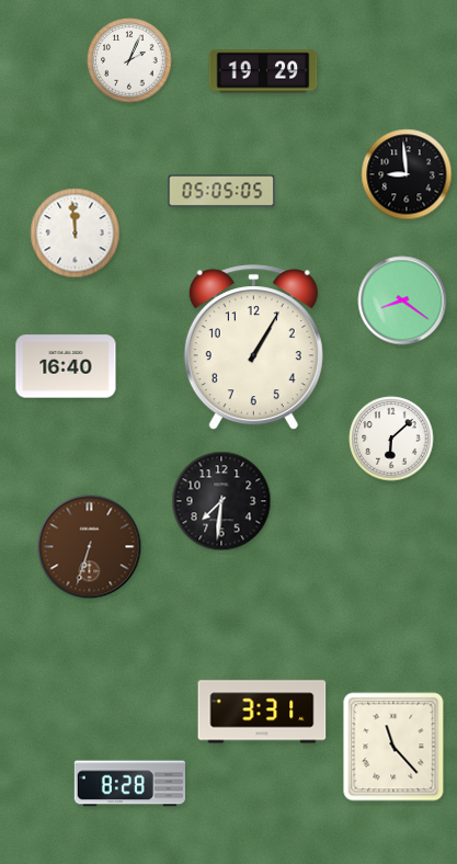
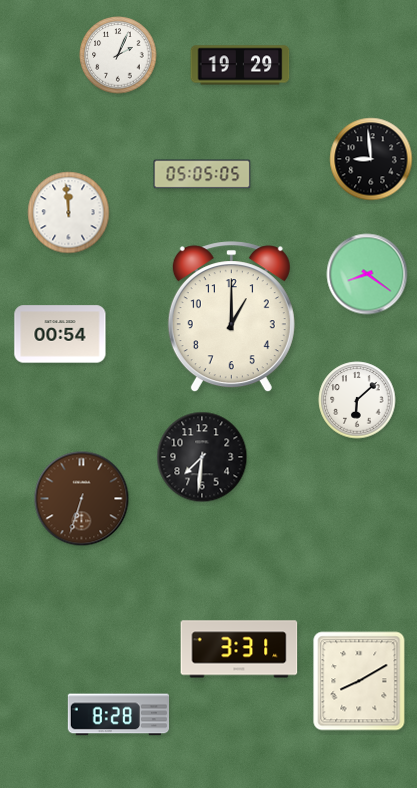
clock at (253, 348): 1:05 -> 1:00
clock at (66, 366): 16:40 -> 00:54
clock at (393, 747): 11:23 -> 8:10
